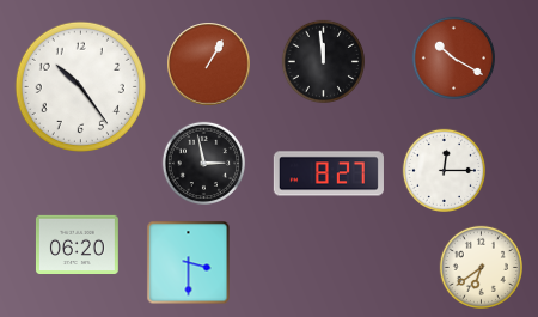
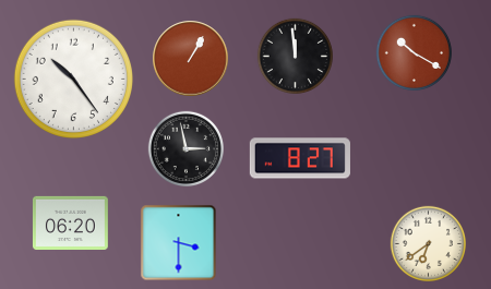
clock at (444, 170): 12:15 -> none
clock at (189, 263) position: (189, 263) -> (179, 243)
clock at (481, 267) position: (481, 267) -> (428, 243)
